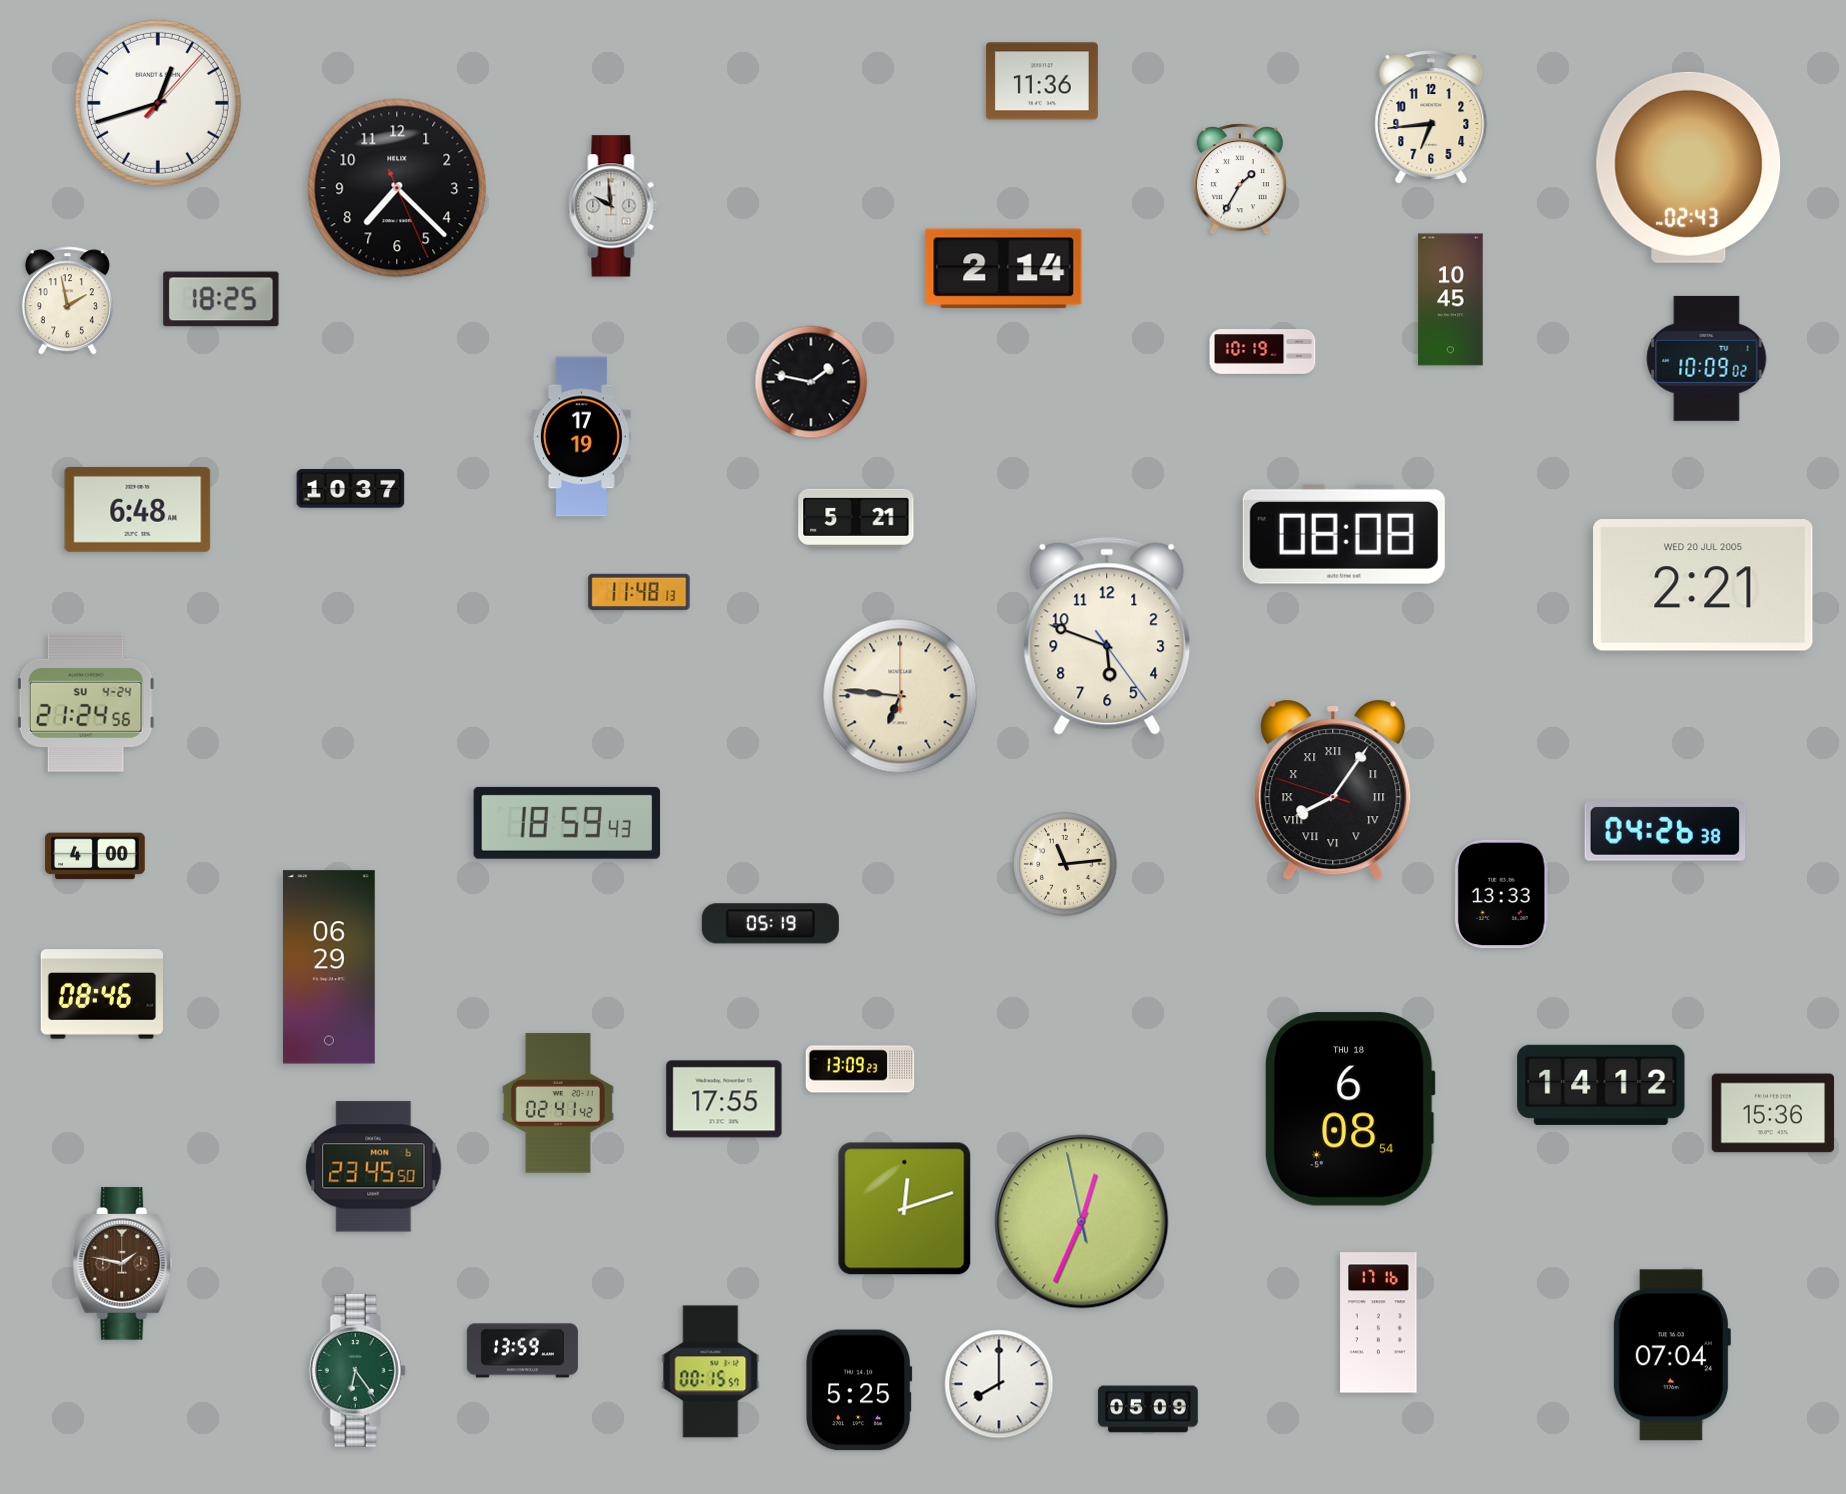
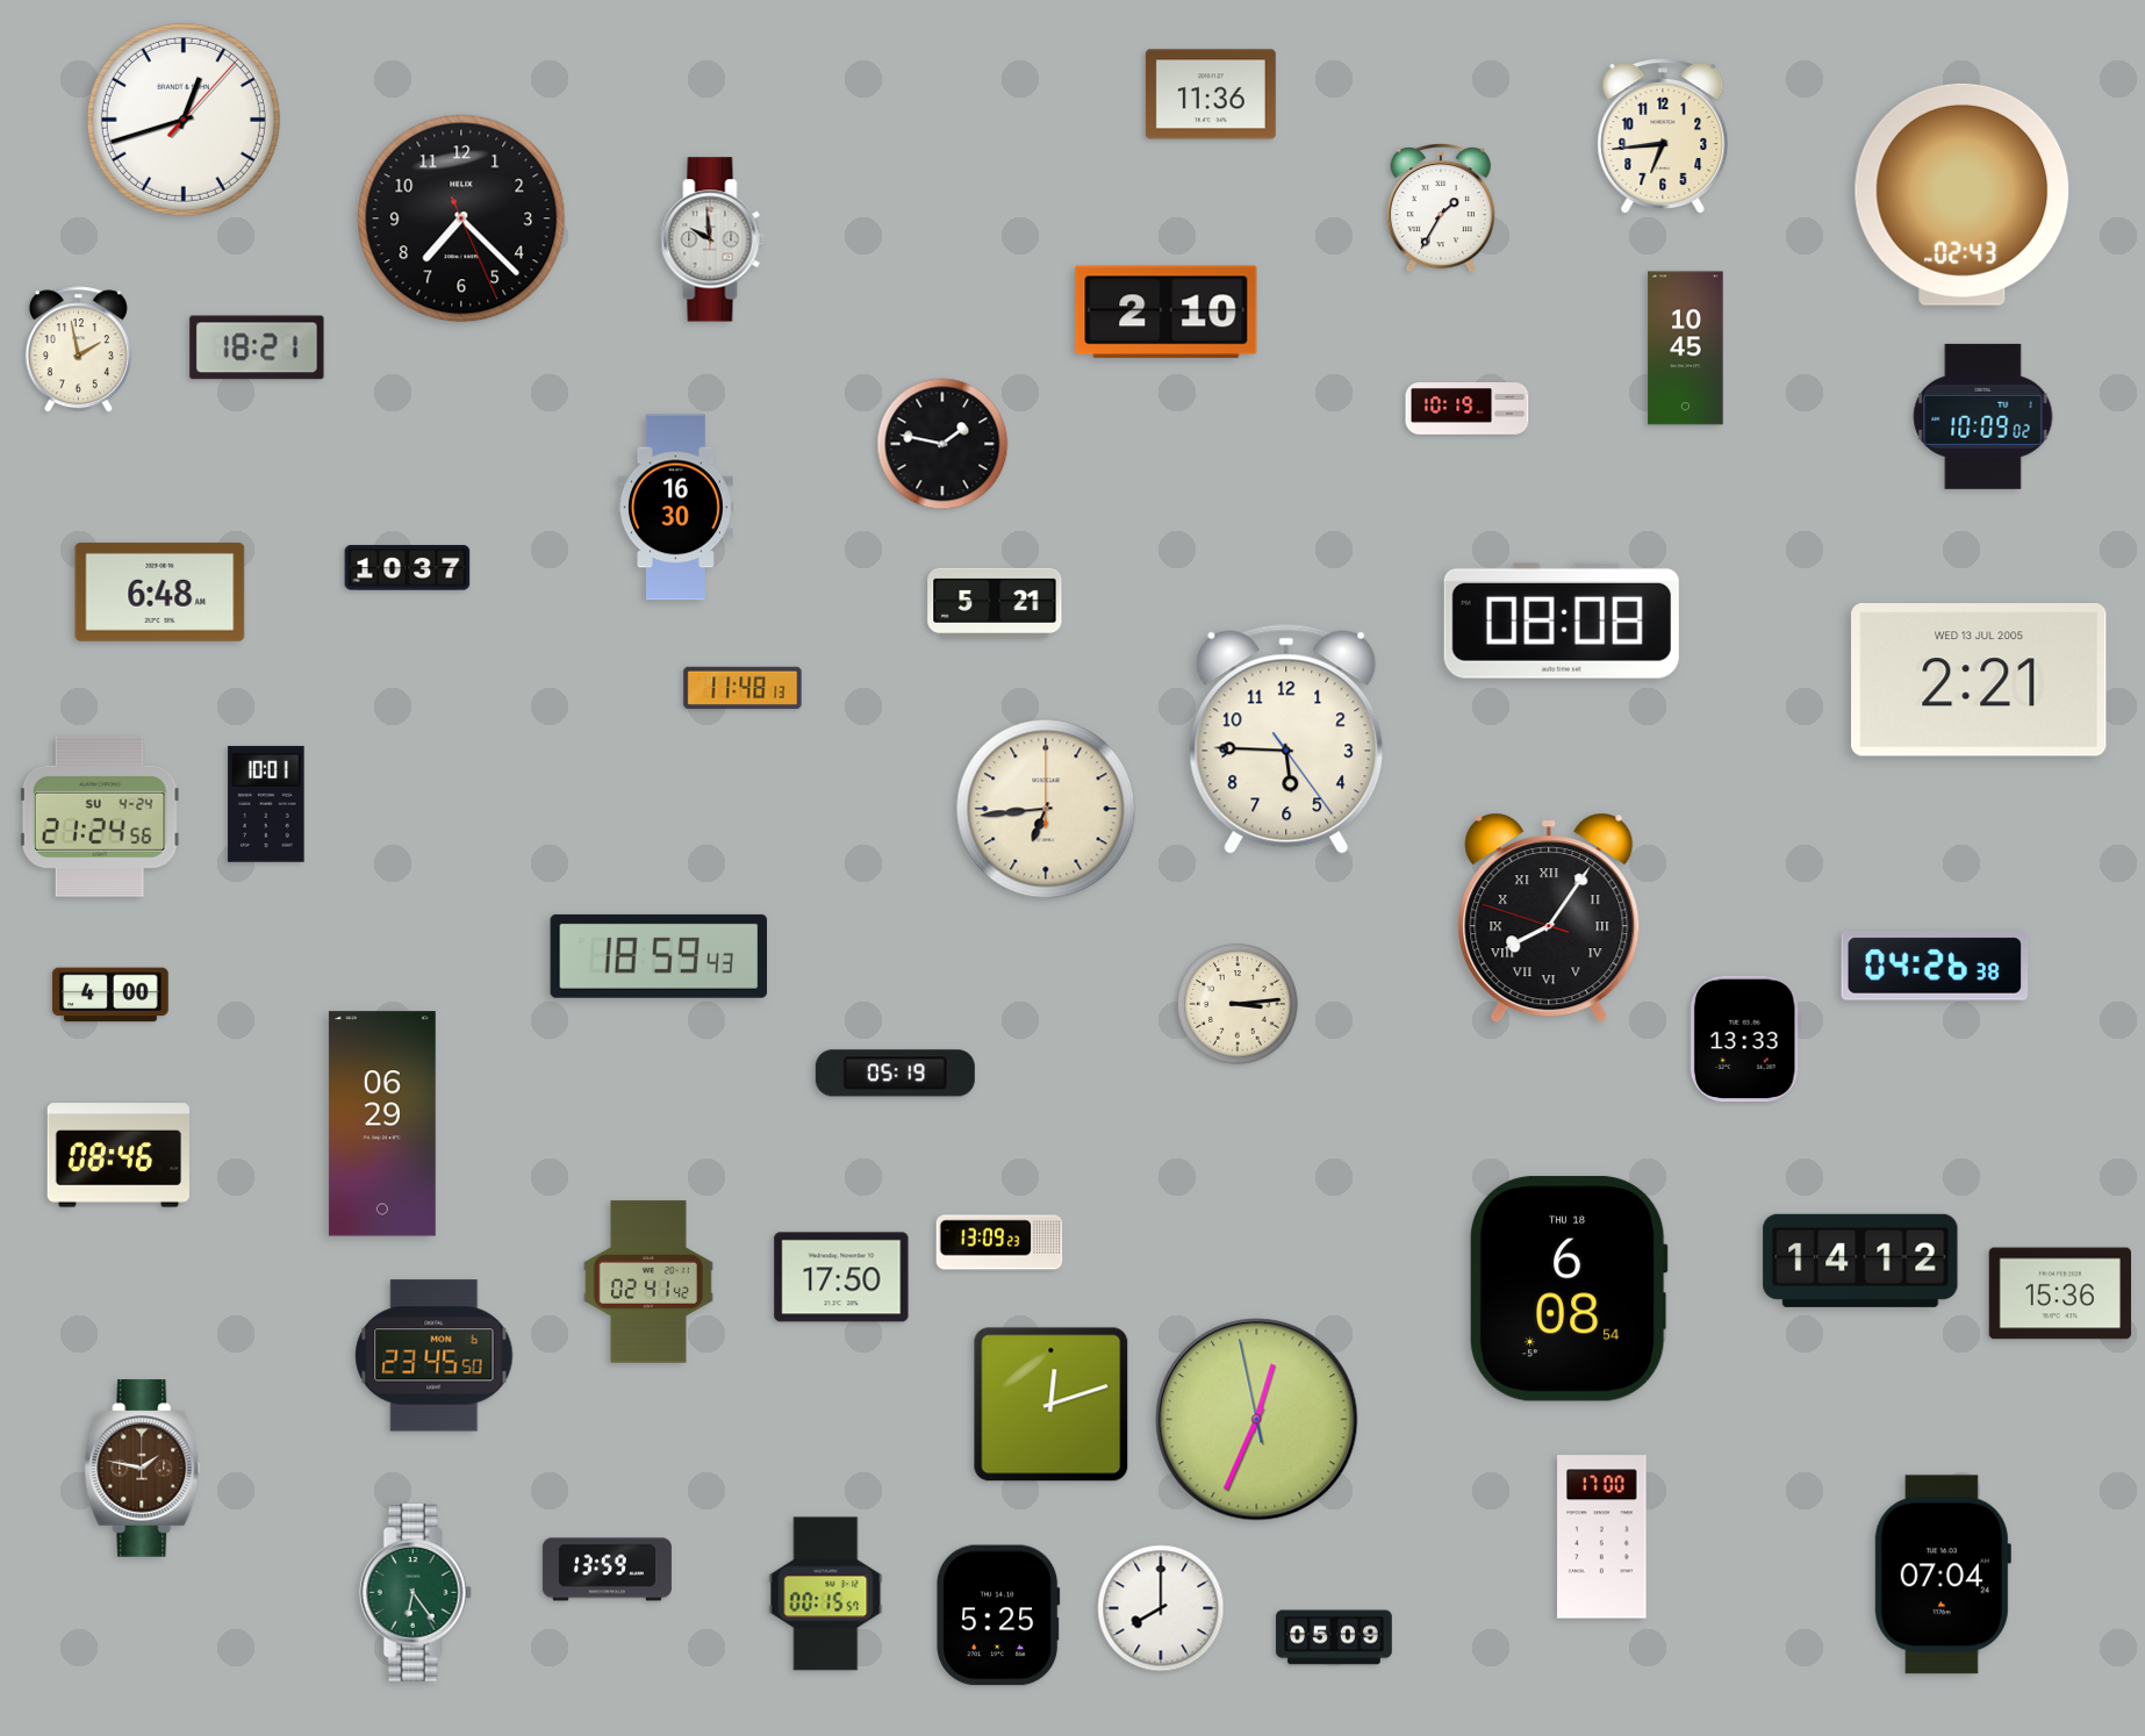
clock at (1004, 269): 2:14 -> 2:10
clock at (221, 299): 18:25 -> 18:21
clock at (581, 437): 17:19 -> 16:30
clock at (1703, 585) date: WED 20 JUL 2005 -> WED 13 JUL 2005
clock at (1107, 636): 5:48 -> 5:45
clock at (266, 804): none -> 10:01
clock at (900, 696): 6:46 -> 6:44
clock at (1065, 864): 11:14 -> 3:14
clock at (724, 1099): 17:55 -> 17:50
clock at (1379, 1323): 17:16 -> 17:00
